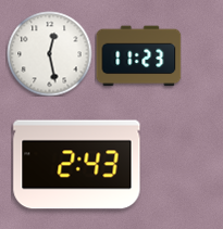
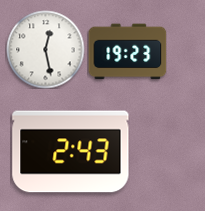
clock at (138, 56): 11:23 -> 19:23
